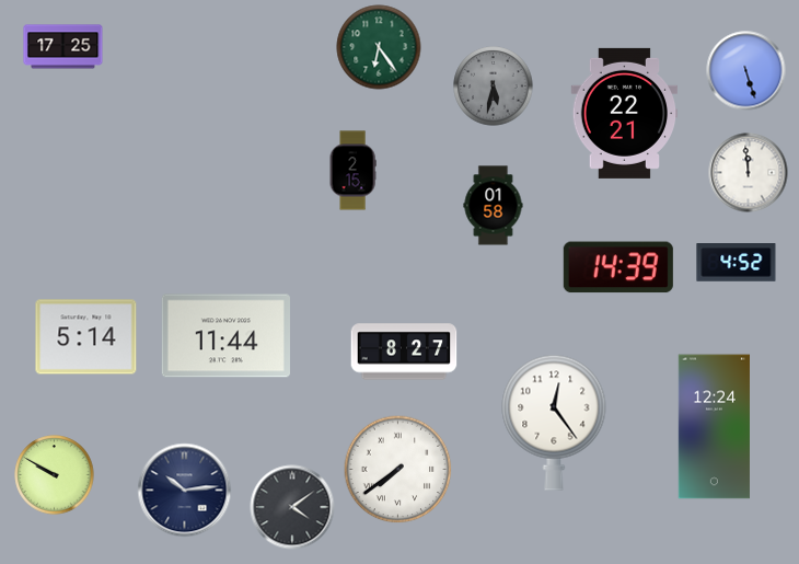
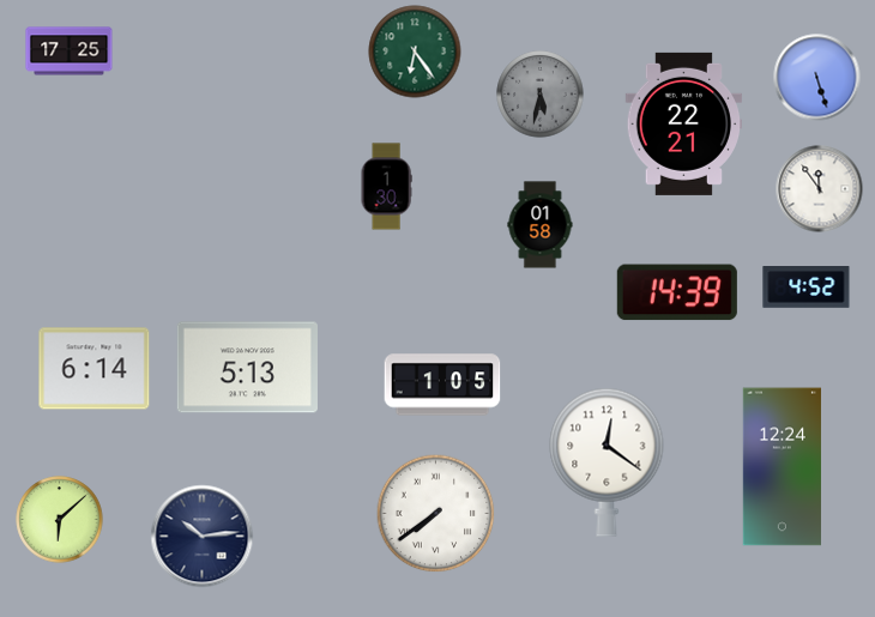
clock at (352, 171): 2:15 -> 1:30
clock at (749, 173): 11:59 -> 11:54
clock at (225, 336): 11:44 -> 5:13
clock at (86, 337): 5:14 -> 6:14
clock at (404, 352): 8:27 -> 1:05
clock at (554, 423): 12:24 -> 12:21
clock at (55, 475): 9:50 -> 6:08
clock at (292, 507): 4:09 -> none
